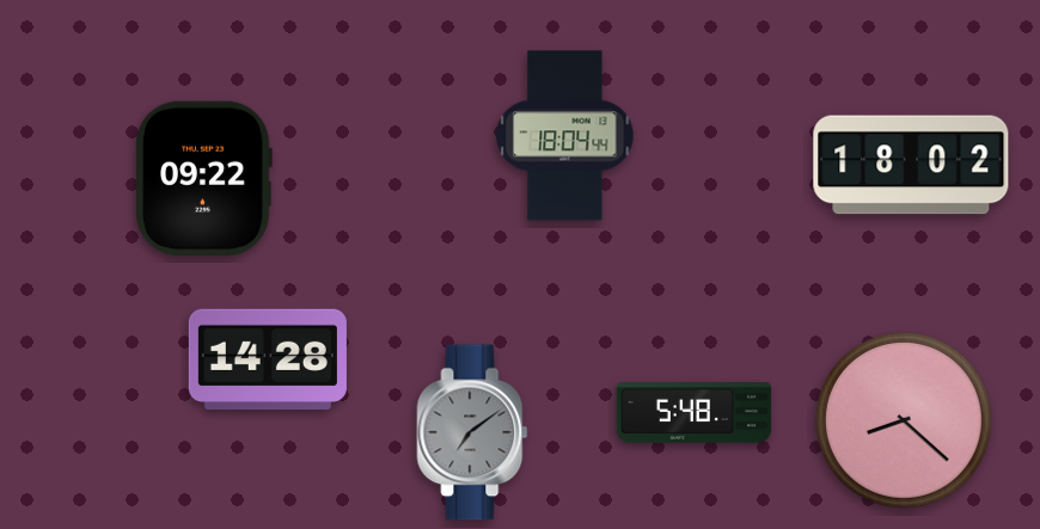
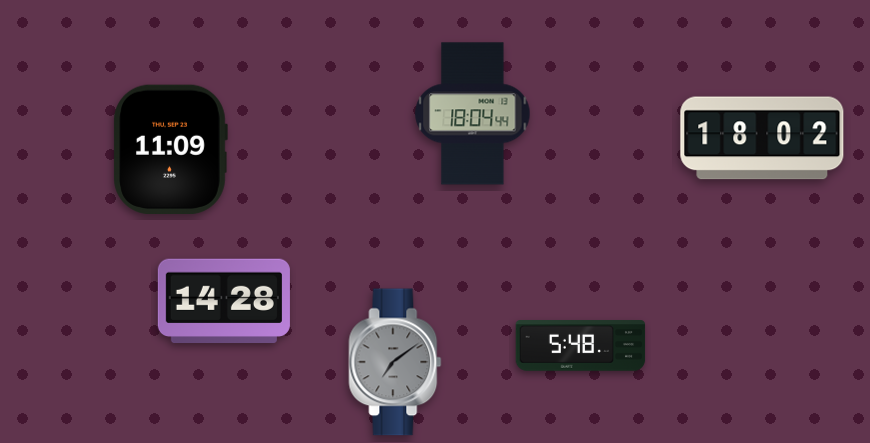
clock at (203, 178): 09:22 -> 11:09
clock at (904, 420): 8:22 -> none
